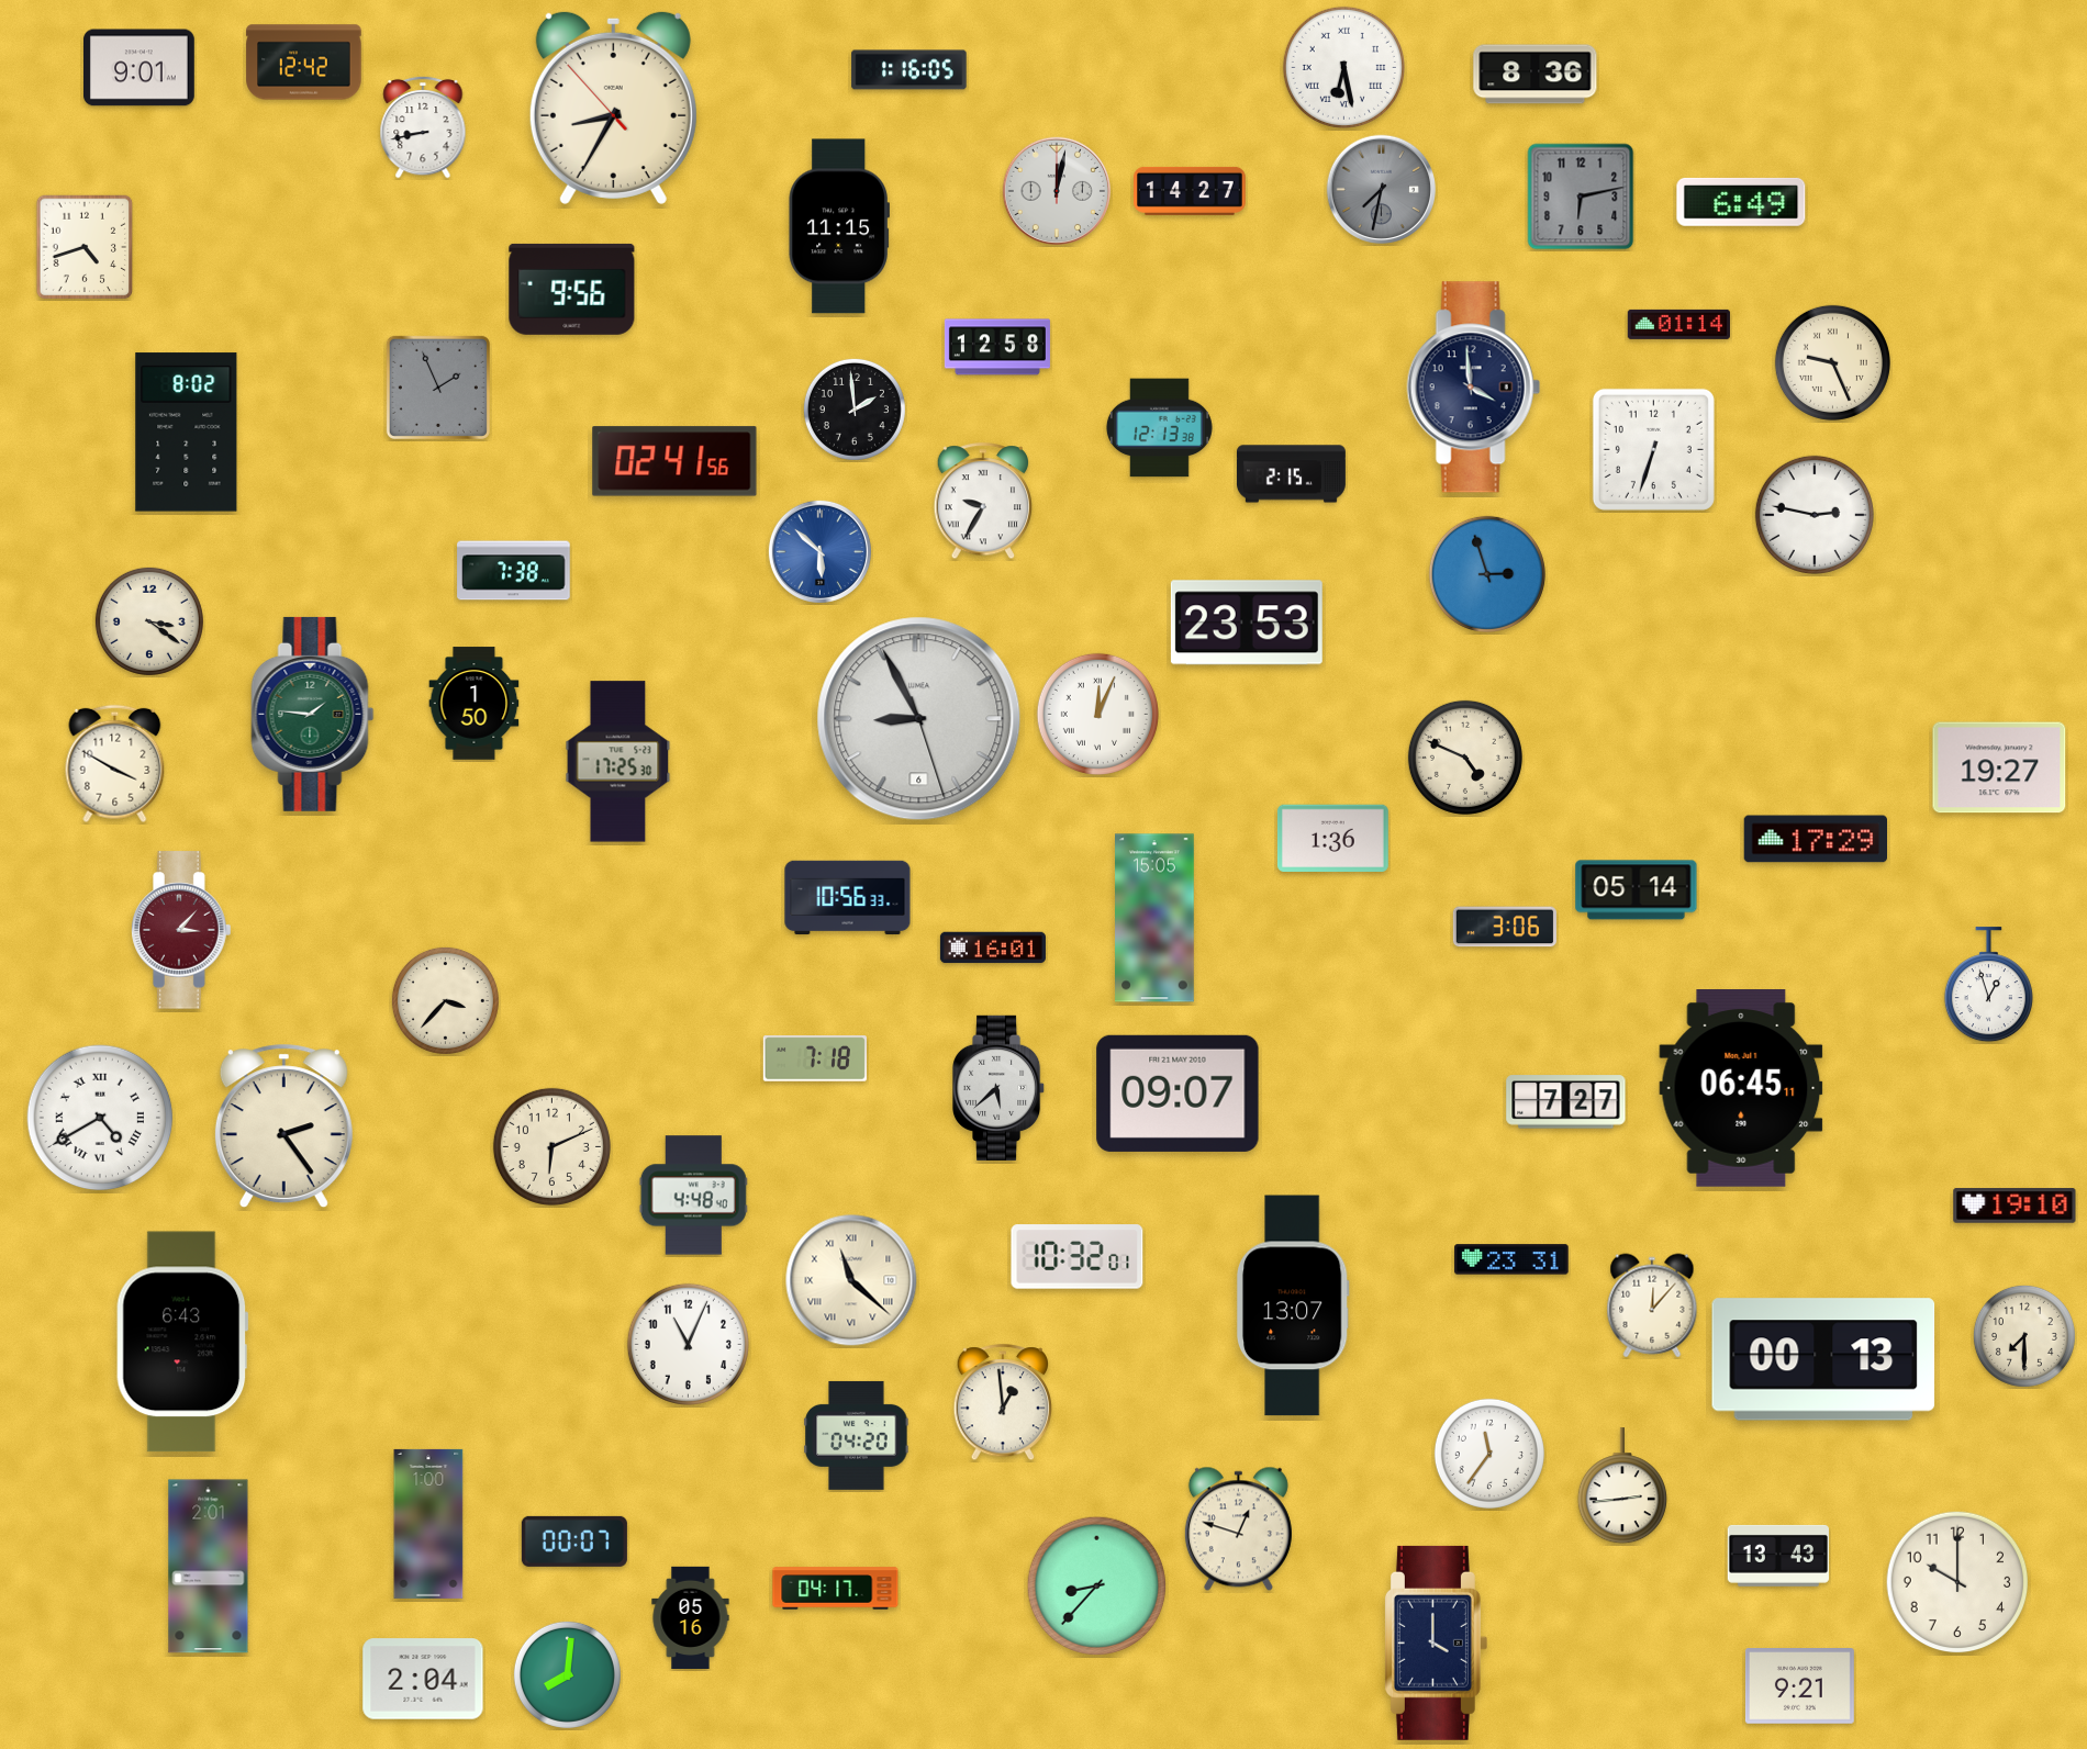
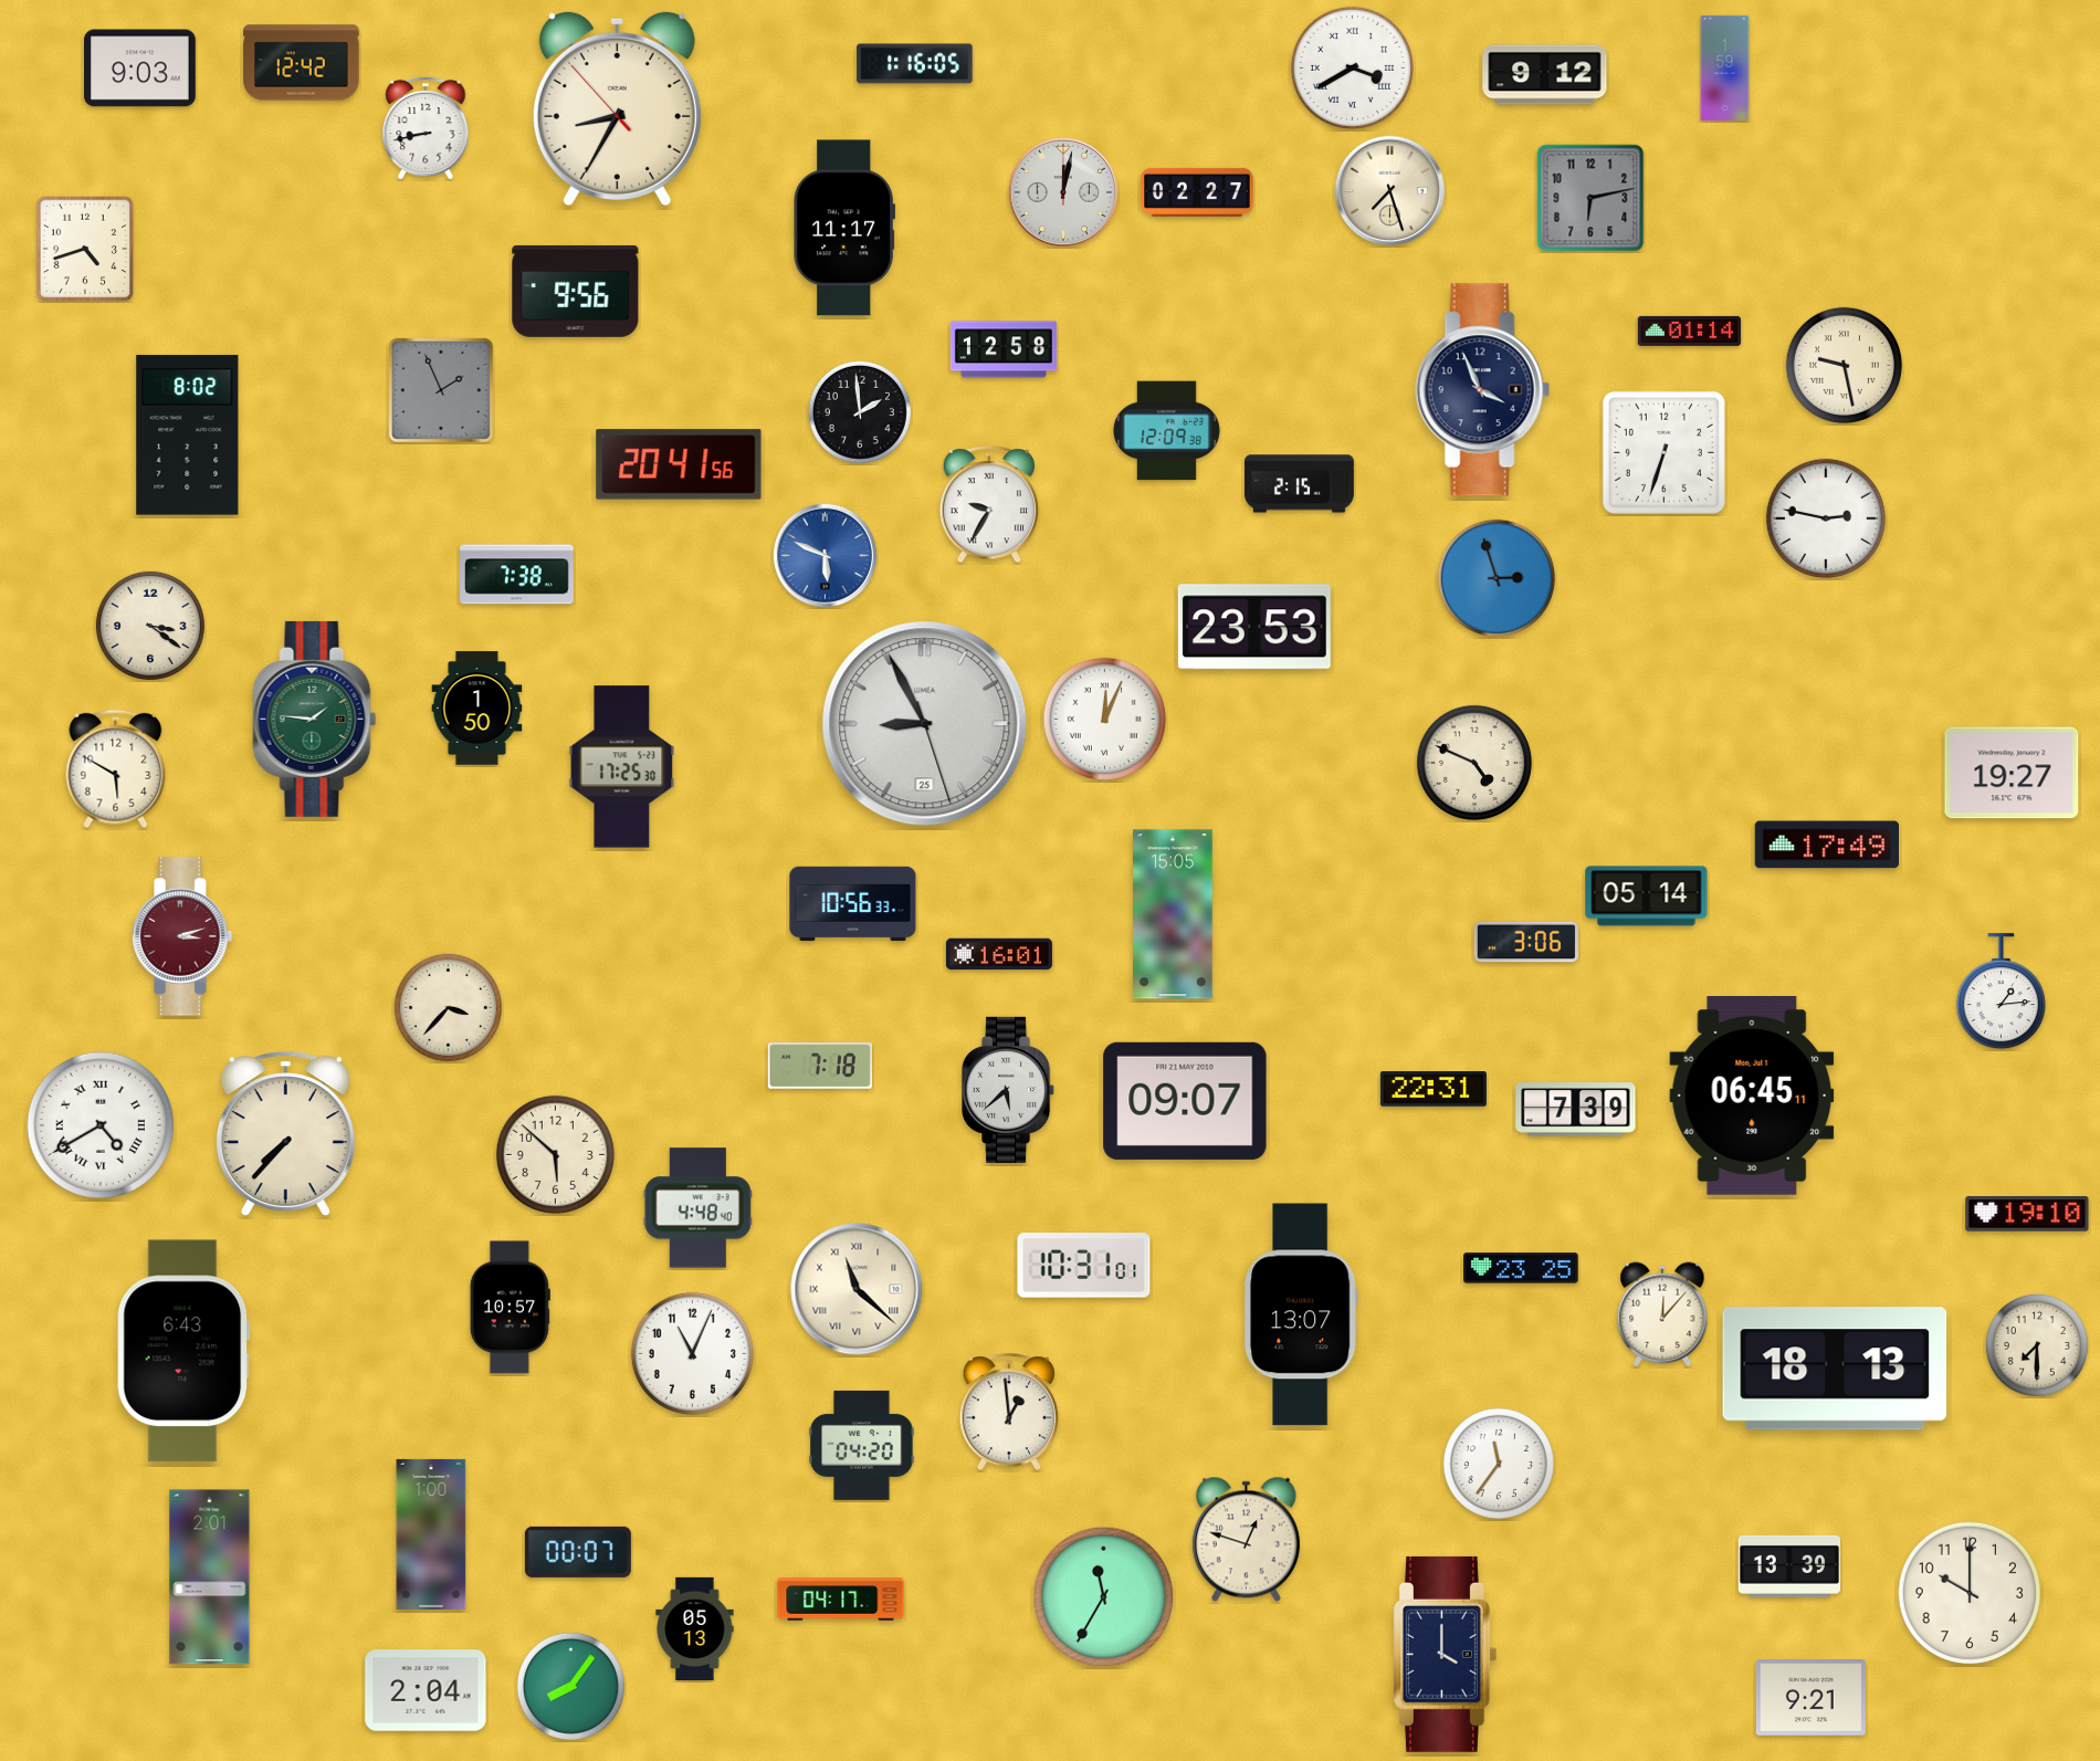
clock at (304, 63) position: (304, 63) -> (302, 63)
clock at (1343, 67): 6:28 -> 3:40
clock at (1725, 67): none -> 1:59
clock at (139, 68): 9:01 -> 9:03
clock at (909, 70) position: (909, 70) -> (915, 64)
clock at (1536, 75): 8:36 -> 9:12
clock at (1382, 190): 7:32 -> 7:27
clock at (1382, 190) dial: grey -> cream
clock at (1190, 191): 14:27 -> 02:27
clock at (1741, 202): 6:49 -> none
clock at (838, 226): 11:15 -> 11:17
clock at (1678, 324) position: (1678, 324) -> (1689, 331)
clock at (1832, 362): 9:26 -> 9:28
clock at (1473, 388): 3:59 -> 3:56
clock at (1159, 428): 12:13 -> 12:09
clock at (674, 461): 02:41 -> 20:41
clock at (1291, 474) position: (1291, 474) -> (1299, 484)
clock at (819, 551): 5:52 -> 5:49
clock at (919, 719) date: 6 -> 25
clock at (115, 764): 3:50 -> 5:50
clock at (1332, 838): 1:36 -> none
clock at (1815, 839): 17:29 -> 17:49
clock at (1156, 918) position: (1156, 918) -> (1174, 914)
clock at (1505, 927) position: (1505, 927) -> (1526, 942)
clock at (181, 930): 3:07 -> 3:12
clock at (1988, 985): 12:57 -> 1:14
clock at (1434, 1089): none -> 22:31
clock at (1000, 1088) position: (1000, 1088) -> (1009, 1090)
clock at (1566, 1102): 7:27 -> 7:39
clock at (283, 1126): 2:24 -> 7:37
clock at (551, 1146): 6:11 -> 5:52
clock at (693, 1196) position: (693, 1196) -> (697, 1208)
clock at (1078, 1257): 10:32 -> 10:31
clock at (1511, 1259): 23:31 -> 23:25
clock at (510, 1308): none -> 10:57
clock at (1823, 1359): 00:13 -> 18:13
clock at (1622, 1487): 2:44 -> none
clock at (1777, 1556): 13:43 -> 13:39
clock at (1097, 1587): 8:37 -> 11:35
clock at (691, 1617): 05:16 -> 05:13
clock at (567, 1674): 8:01 -> 8:06
